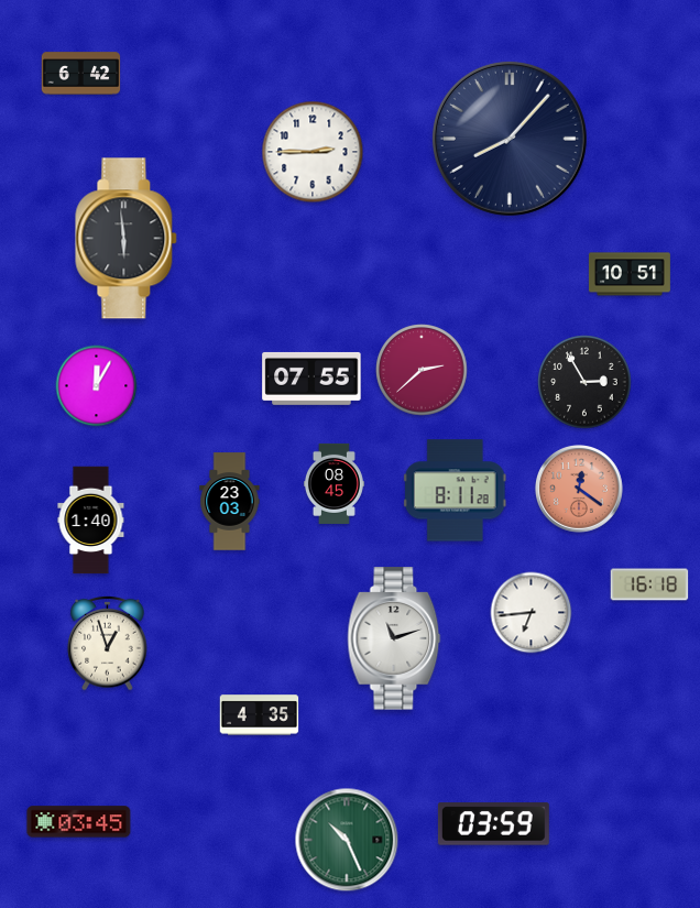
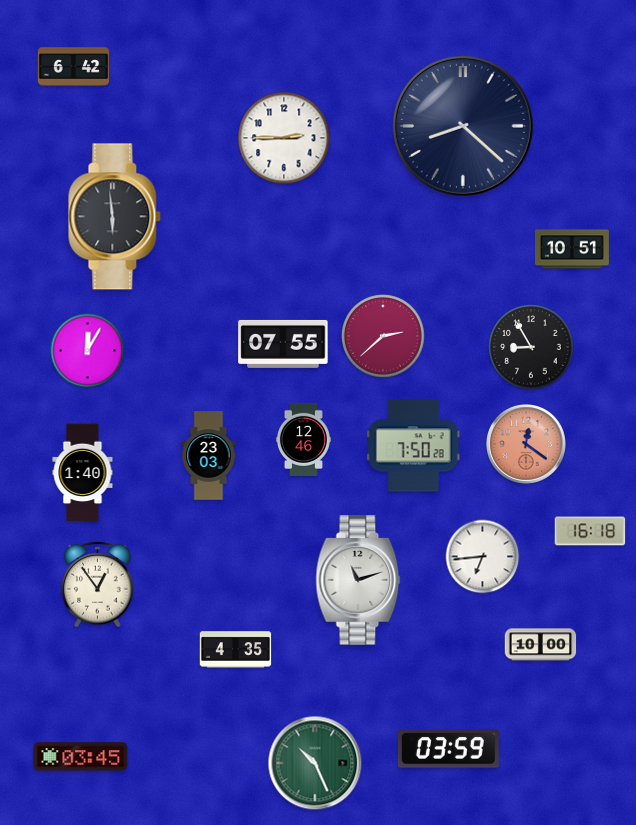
clock at (510, 139): 8:07 -> 8:22
clock at (584, 382): 2:55 -> 8:55
clock at (333, 483): 08:45 -> 12:46
clock at (455, 491): 8:11 -> 7:50
clock at (108, 643): 12:57 -> 12:54
clock at (541, 645): none -> 10:00
clock at (79, 822) position: (79, 822) -> (81, 757)
